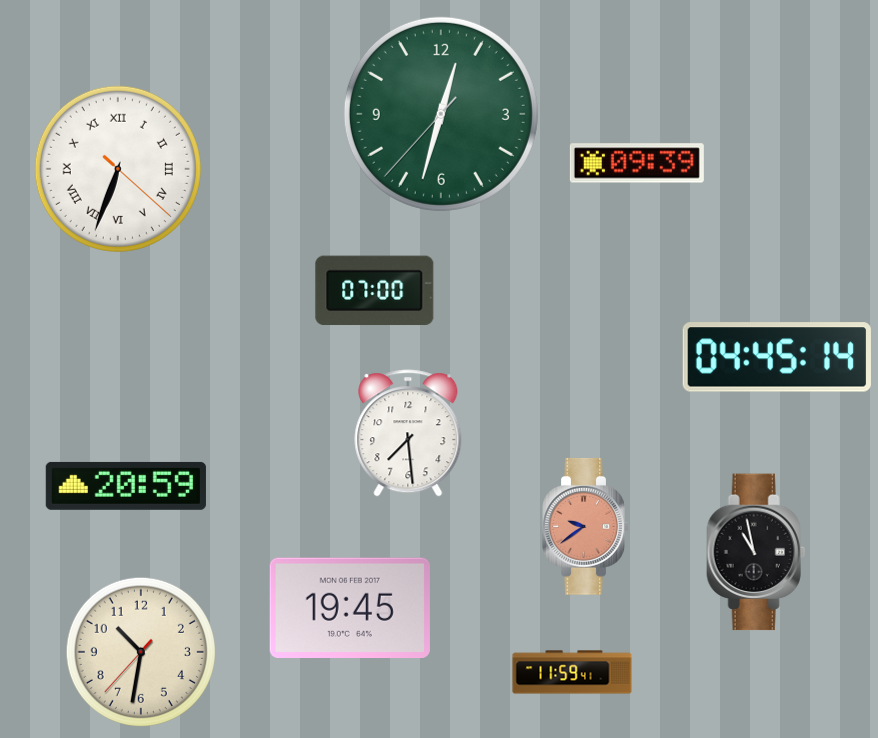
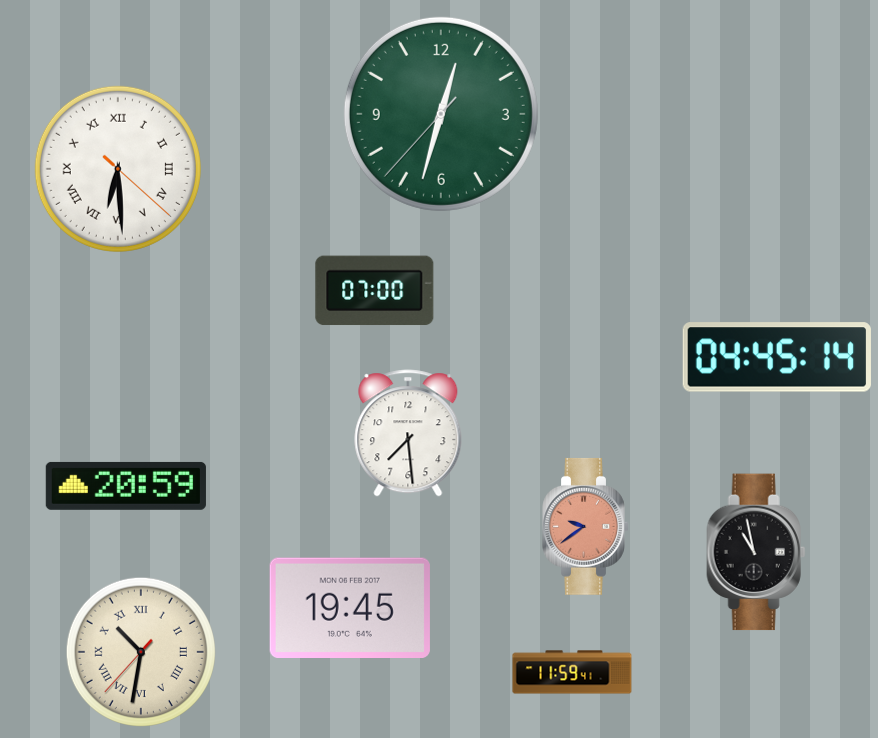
clock at (637, 163): 09:39 -> none
clock at (118, 169): 6:33 -> 6:29
clock at (141, 652) numerals: Arabic -> Roman
